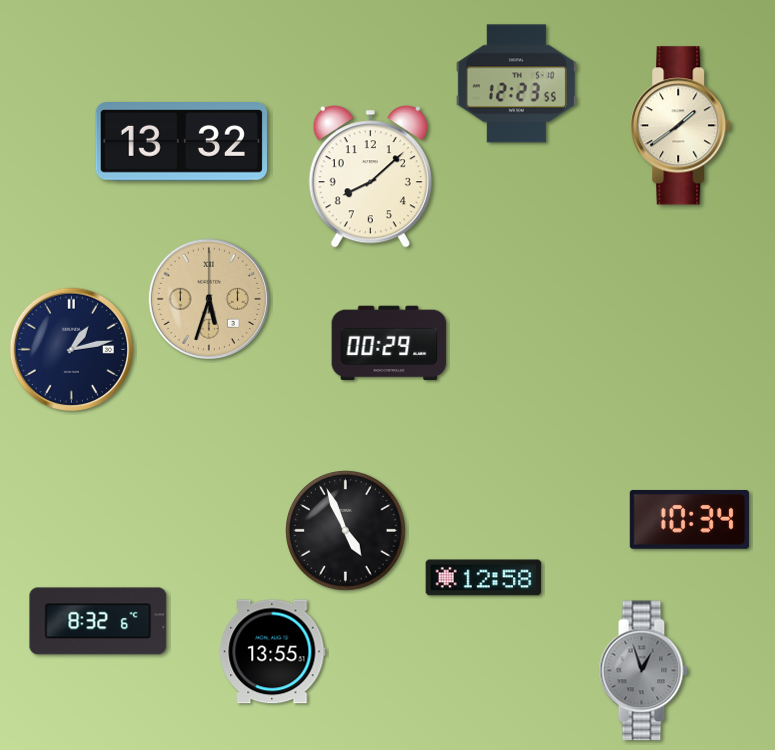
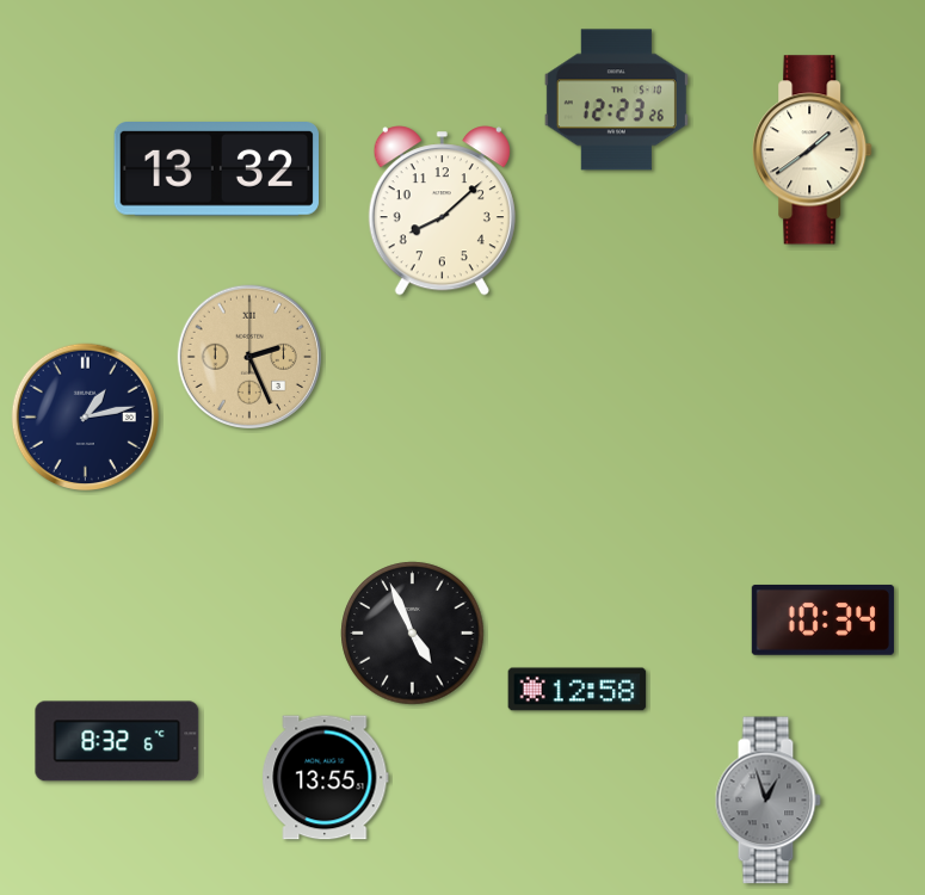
clock at (516, 84): 12:23:55 -> 12:23:26
clock at (208, 298): 5:33 -> 2:26
clock at (389, 343): 00:29 -> none
